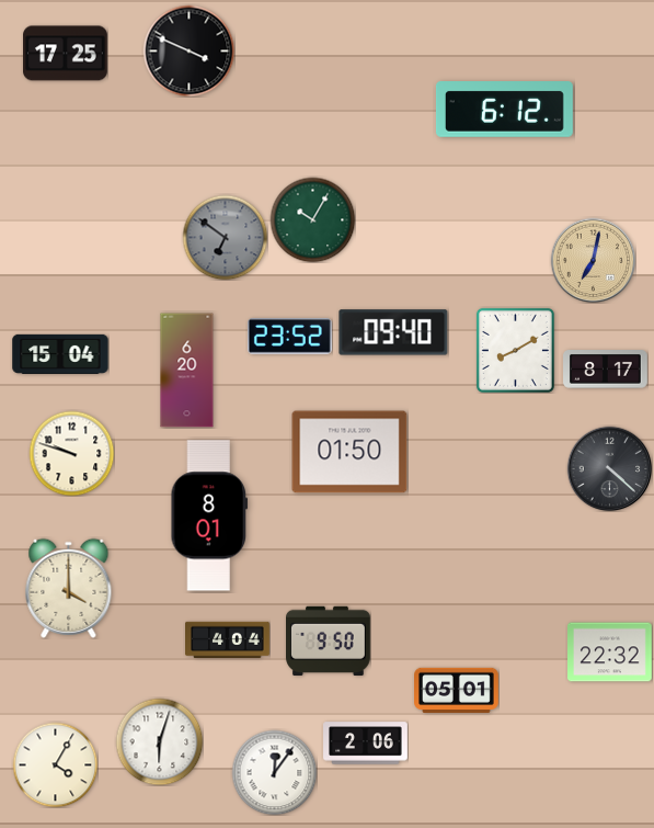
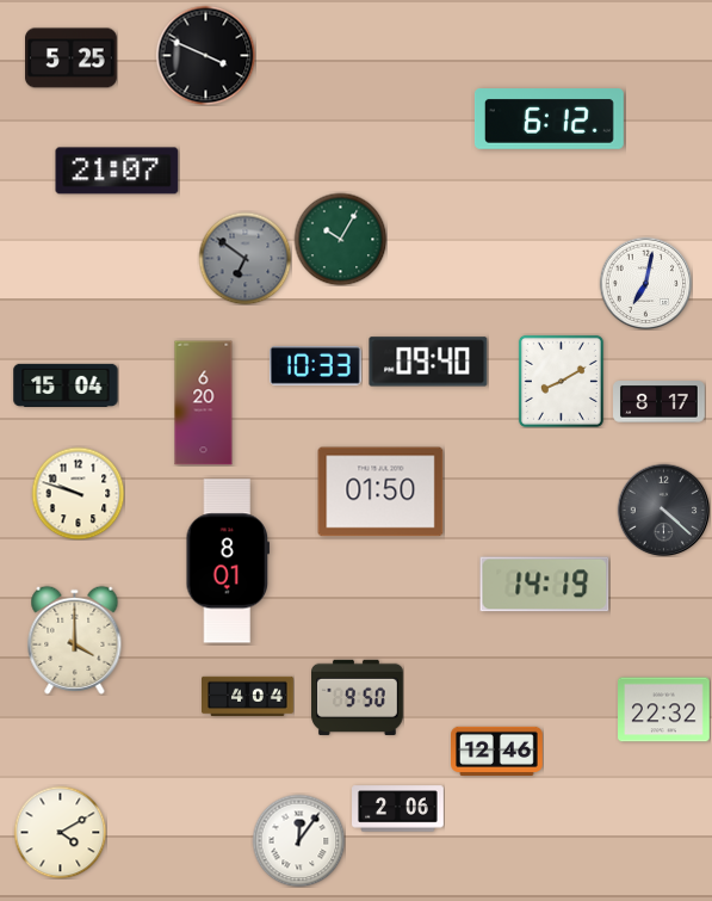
clock at (66, 54): 17:25 -> 5:25
clock at (117, 171): none -> 21:07
clock at (593, 260) dial: champagne -> white
clock at (289, 337): 23:52 -> 10:33
clock at (545, 585): none -> 14:19
clock at (457, 690): 05:01 -> 12:46
clock at (159, 741): 6:03 -> none
clock at (55, 764): 4:05 -> 4:10
